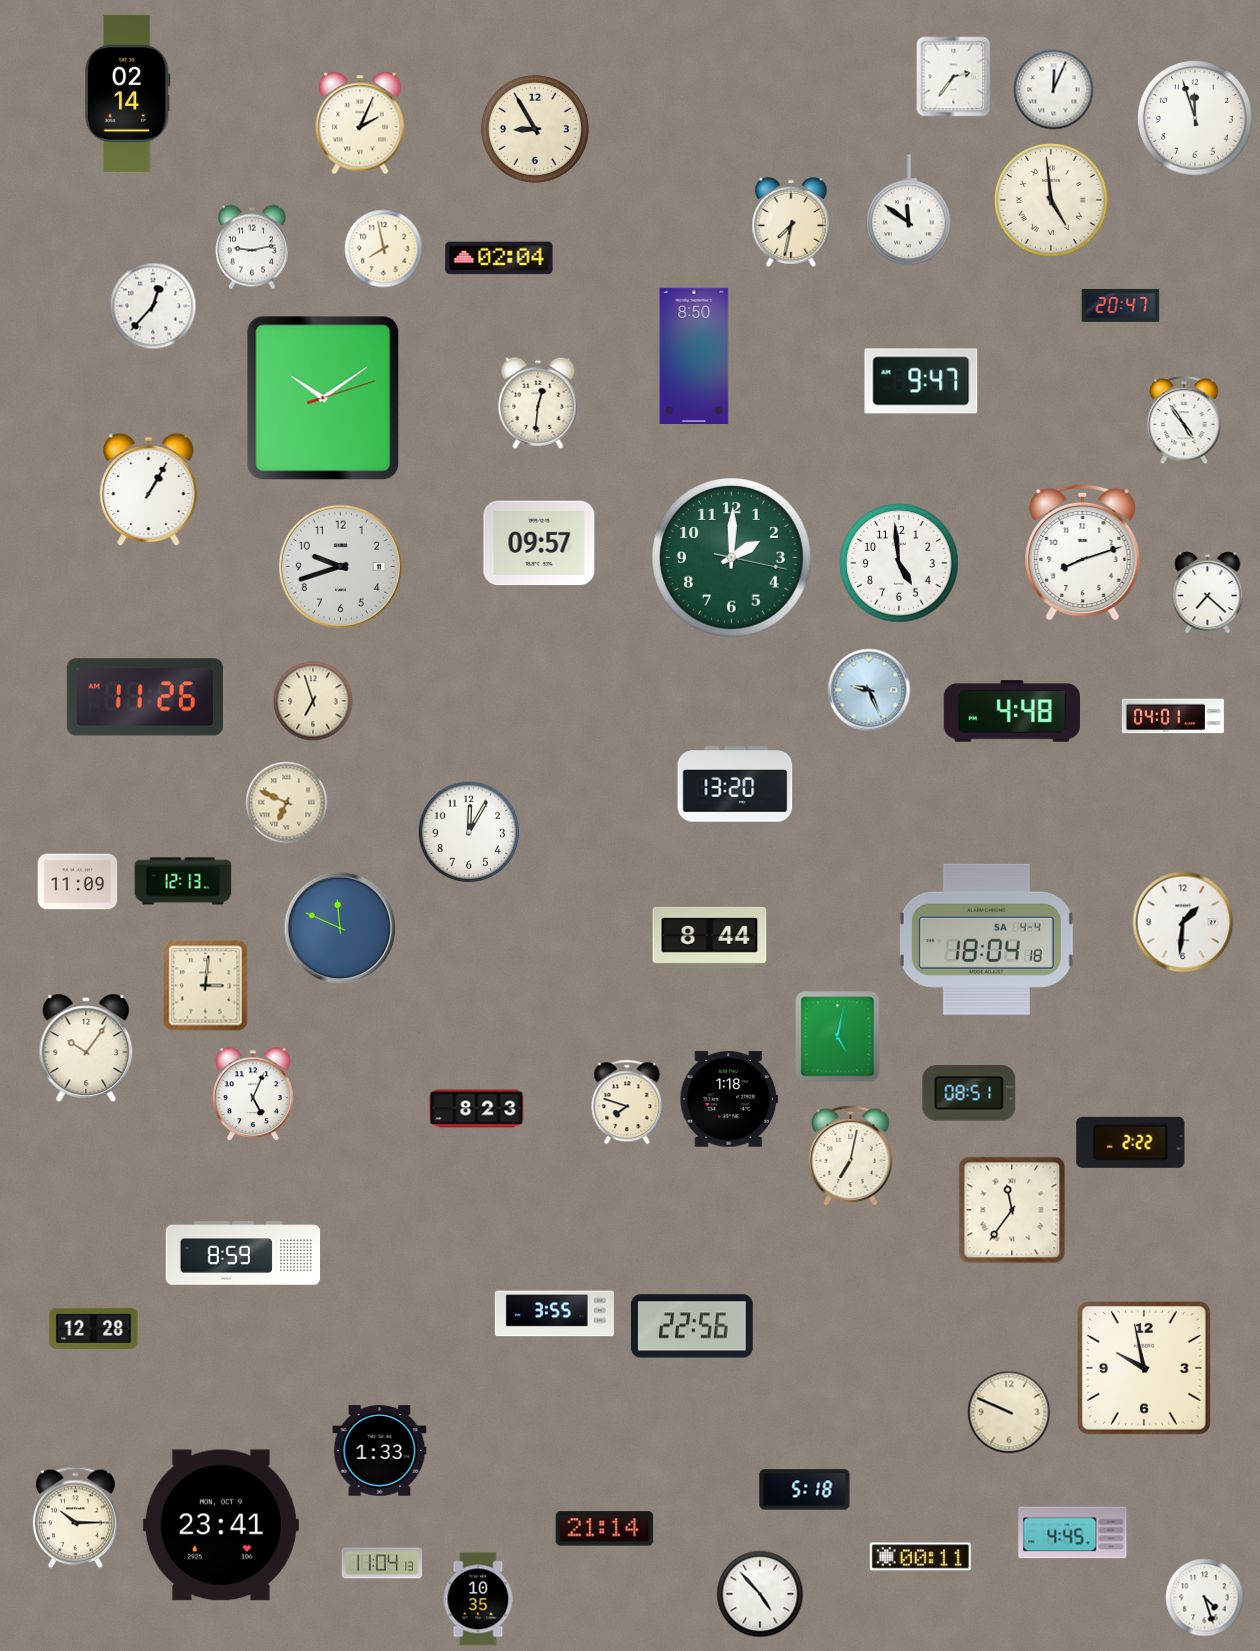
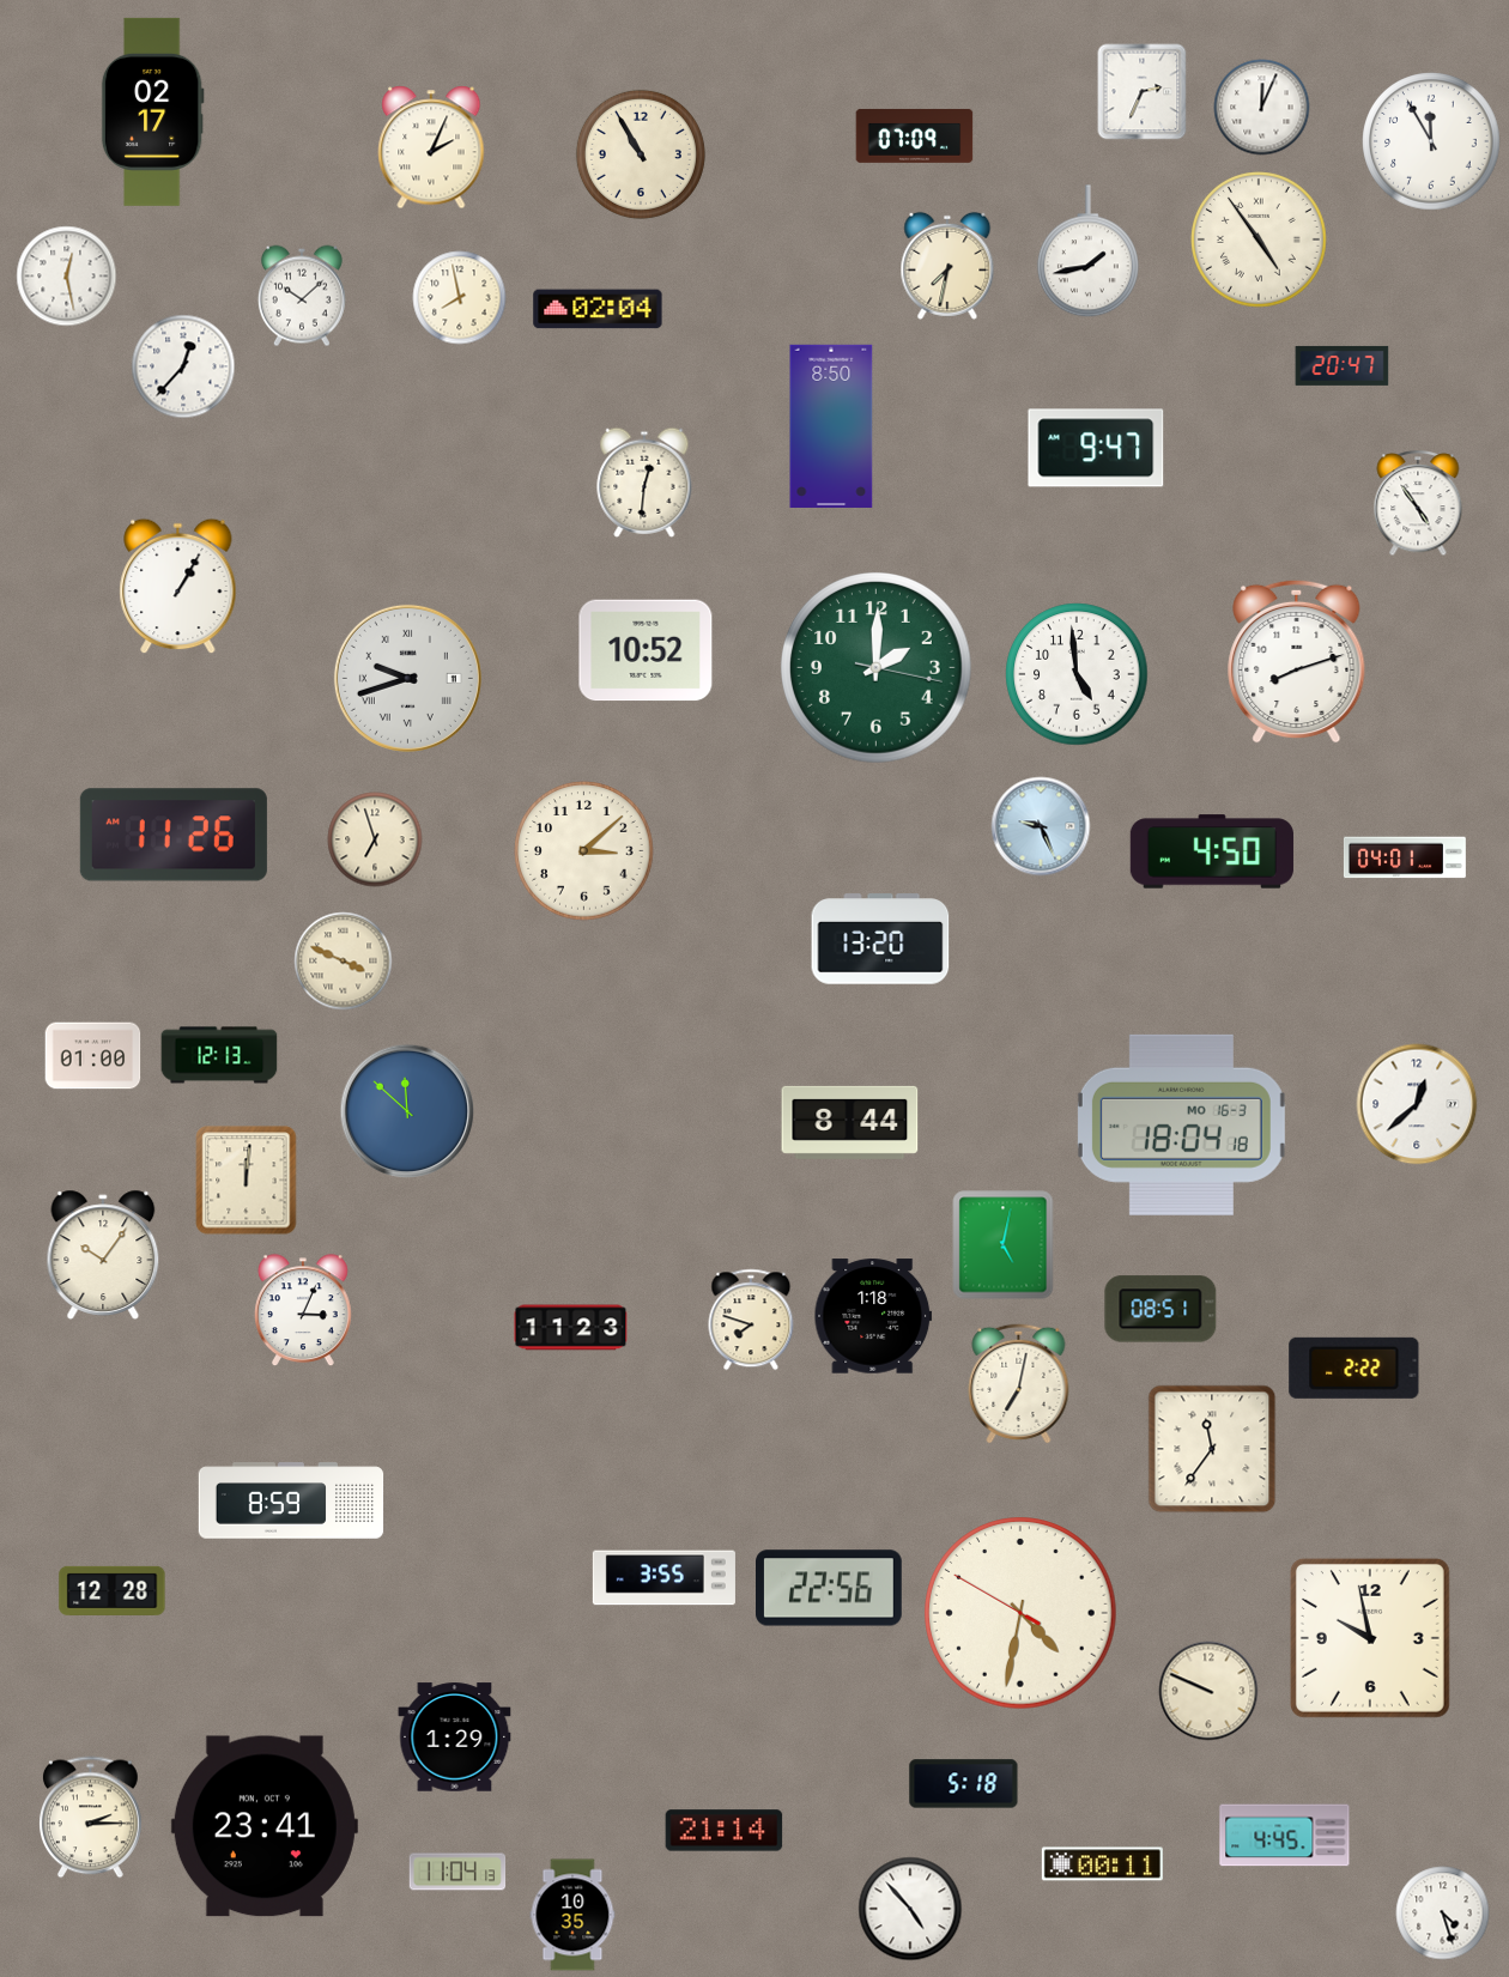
clock at (954, 77): 2:36 -> 2:34
clock at (127, 93): 02:14 -> 02:17
clock at (915, 135): none -> 07:09
clock at (1195, 118): 11:57 -> 11:55
clock at (535, 129): 8:55 -> 10:55
clock at (1052, 201): 4:59 -> 4:54
clock at (908, 210): 11:51 -> 1:43
clock at (67, 277): none -> 12:28
clock at (252, 247): 9:13 -> 10:08
clock at (921, 381) position: (921, 381) -> (1096, 448)
clock at (323, 398): 10:09 -> none
clock at (539, 543): 09:57 -> 10:52
clock at (340, 566) numerals: Arabic -> Roman
clock at (1208, 593): 7:22 -> none
clock at (584, 851): none -> 3:08
clock at (1012, 711): 4:48 -> 4:50
clock at (287, 803): 6:49 -> 3:49
clock at (469, 832): 12:05 -> none
clock at (78, 882): 11:09 -> 01:00
clock at (1183, 922): 1:31 -> 12:38
clock at (340, 928): 11:49 -> 11:52
clock at (986, 939) date: SA 4-4 -> MO 16-3
clock at (206, 986): 3:01 -> 12:01
clock at (838, 1037) position: (838, 1037) -> (1004, 1245)
clock at (254, 1095): 5:04 -> 3:04
clock at (477, 1109): 8:23 -> 11:23
clock at (554, 1314) position: (554, 1314) -> (663, 1578)
clock at (1020, 1613): none -> 4:31
clock at (380, 1451): 1:33 -> 1:29
clock at (76, 1518): 10:15 -> 2:15
